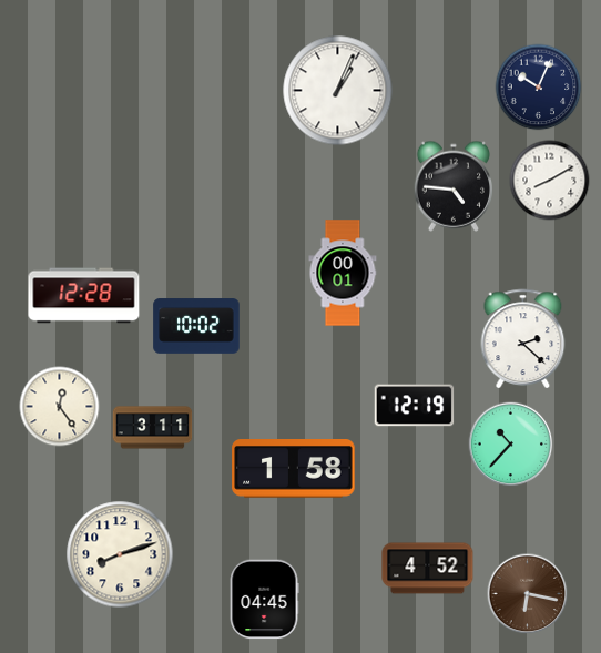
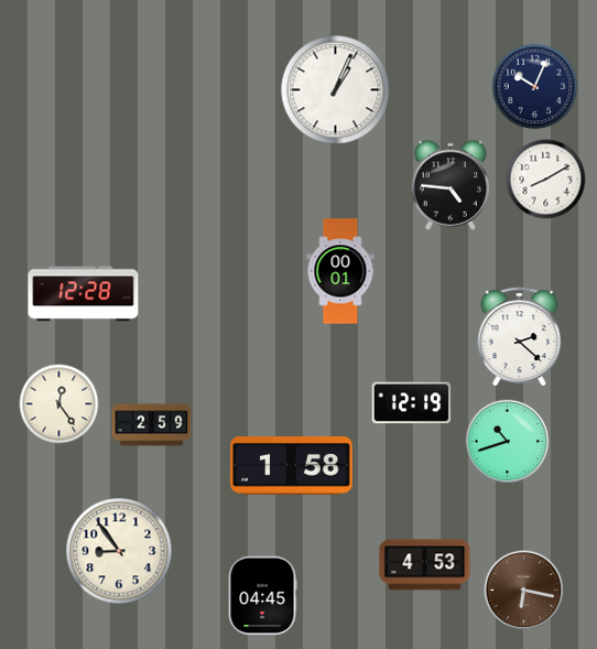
clock at (196, 326): 10:02 -> none
clock at (153, 428): 3:11 -> 2:59
clock at (511, 445): 10:37 -> 10:42
clock at (120, 554): 8:12 -> 8:54
clock at (428, 569): 4:52 -> 4:53
